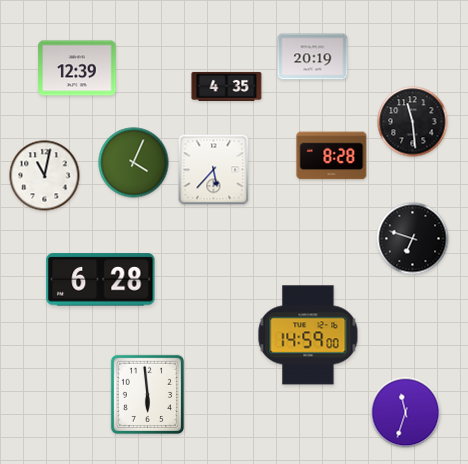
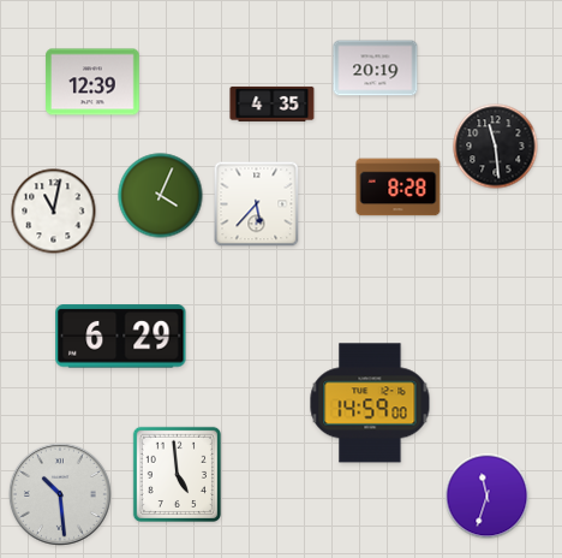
clock at (413, 239): 6:48 -> none
clock at (101, 280): 6:28 -> 6:29
clock at (147, 394): 5:59 -> 4:59
clock at (60, 494): none -> 10:29
